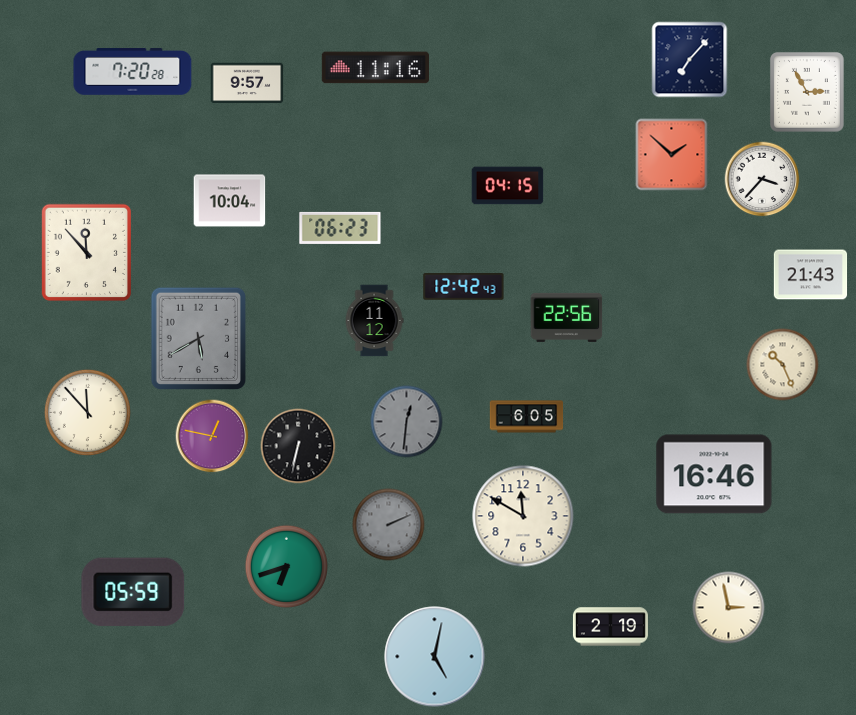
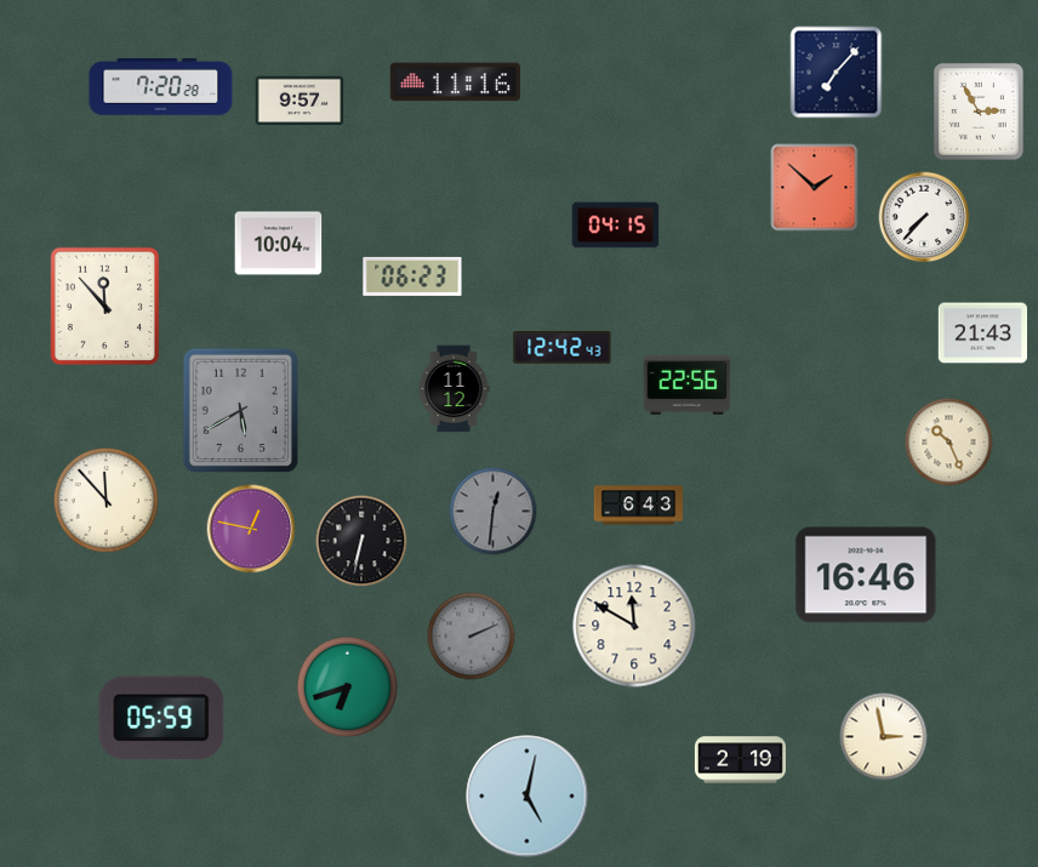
clock at (762, 179): 3:37 -> 7:37
clock at (527, 417): 6:05 -> 6:43
clock at (212, 436) position: (212, 436) -> (251, 529)
